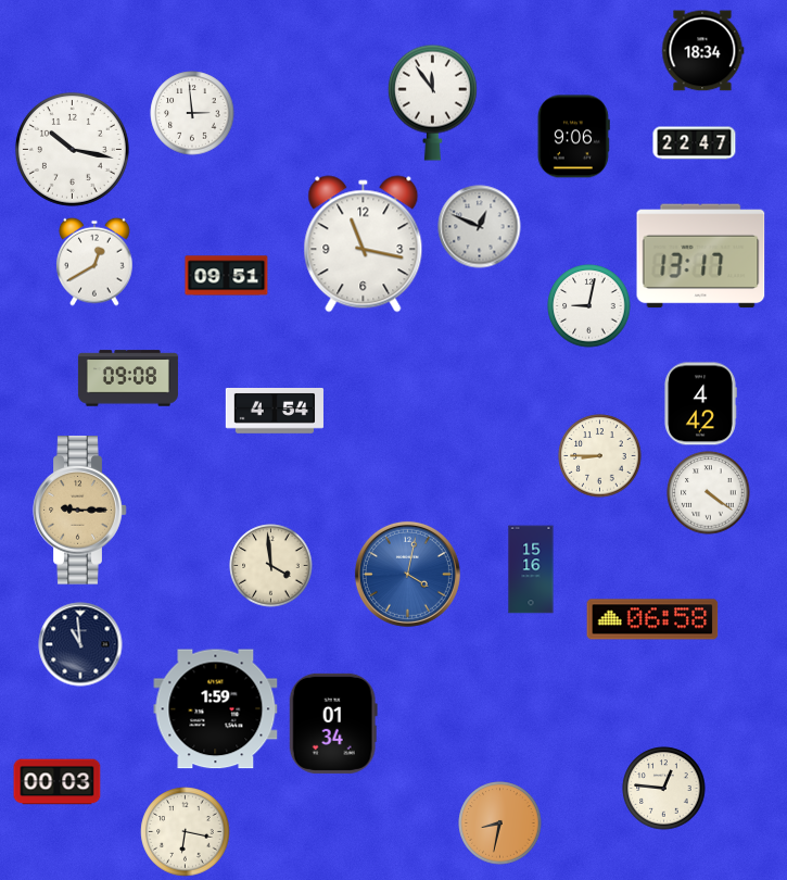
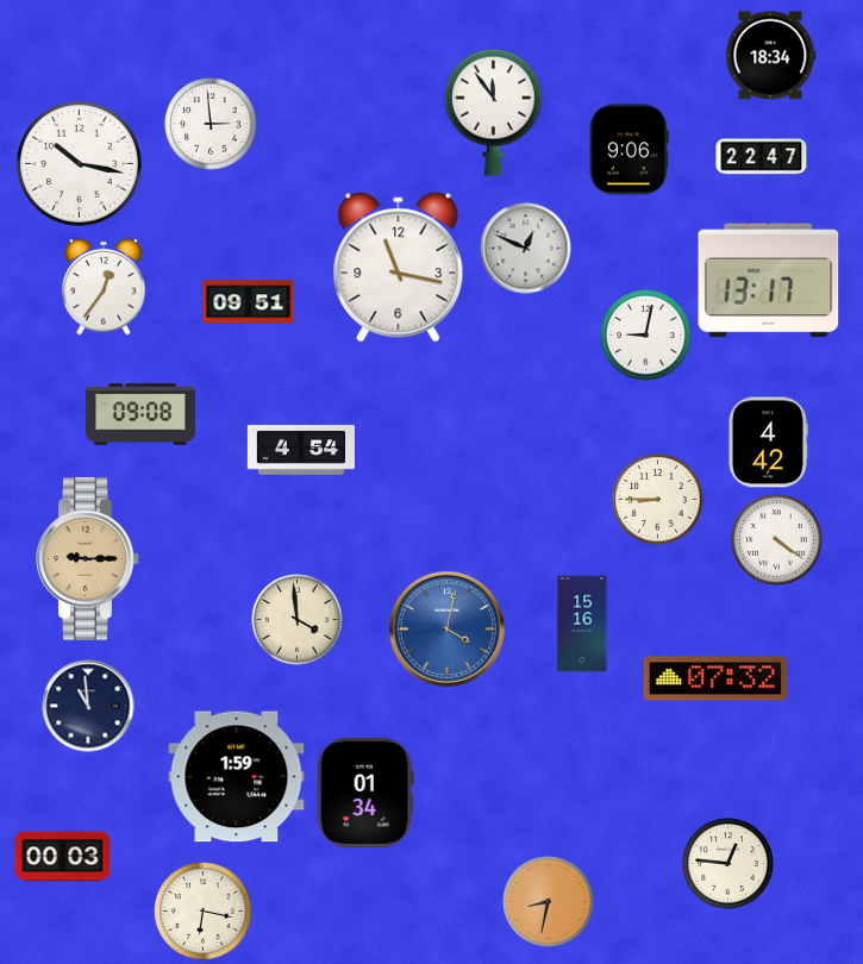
clock at (432, 102) position: (432, 102) -> (493, 112)
clock at (94, 262): 12:40 -> 12:36
clock at (652, 619): 06:58 -> 07:32
